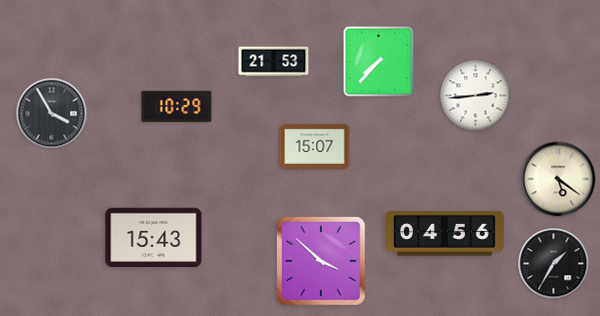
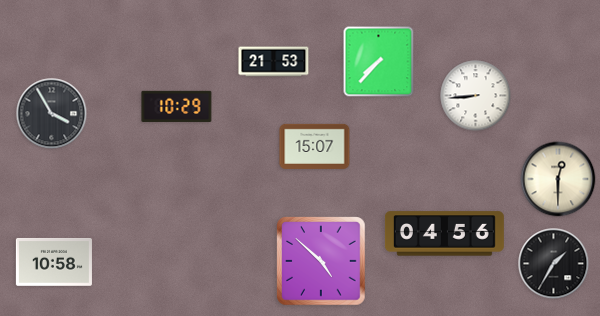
clock at (476, 96): 2:44 -> 8:44
clock at (558, 179): 5:21 -> 12:30
clock at (154, 237): 15:43 -> none
clock at (321, 261): 3:52 -> 4:52
clock at (54, 262): none -> 10:58
